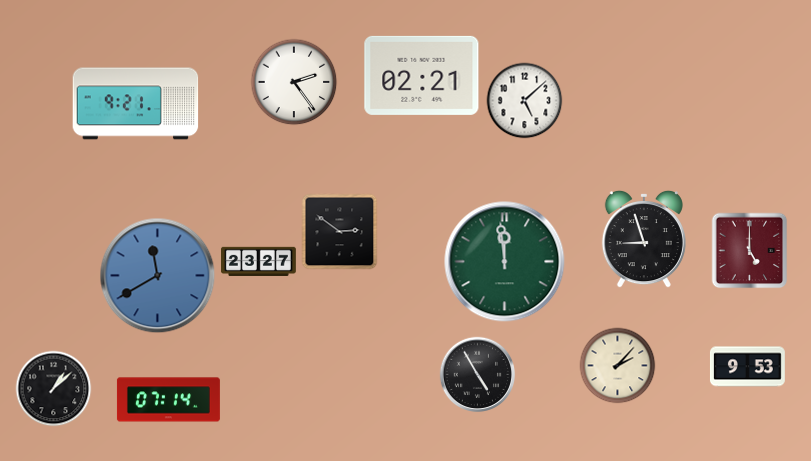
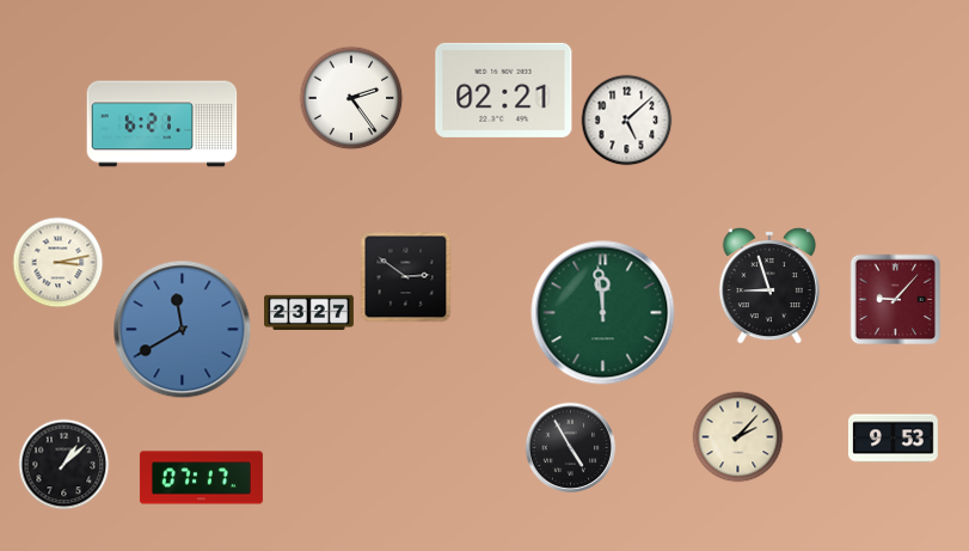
clock at (136, 104): 9:21 -> 6:21
clock at (59, 263): none -> 3:13
clock at (750, 251): 5:00 -> 9:07
clock at (158, 276) position: (158, 276) -> (183, 330)
clock at (168, 400): 07:14 -> 07:17
